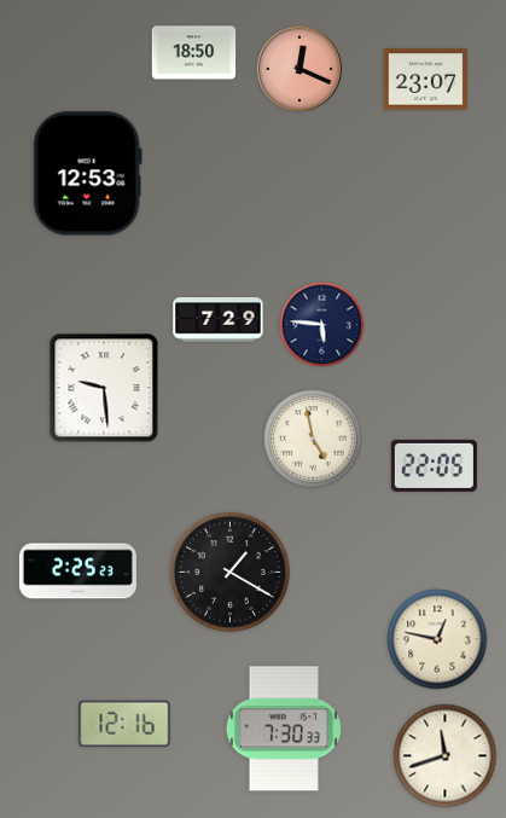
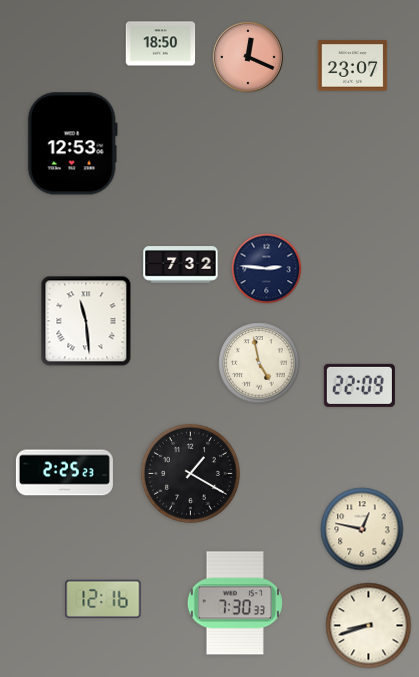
clock at (219, 320): 7:29 -> 7:32
clock at (322, 325): 5:46 -> 2:46
clock at (104, 388): 9:29 -> 11:29
clock at (434, 465): 22:05 -> 22:09
clock at (446, 756): 11:42 -> 8:42
